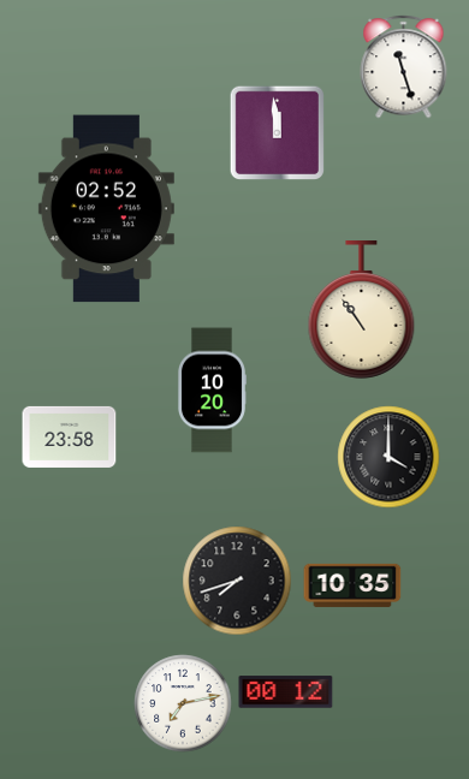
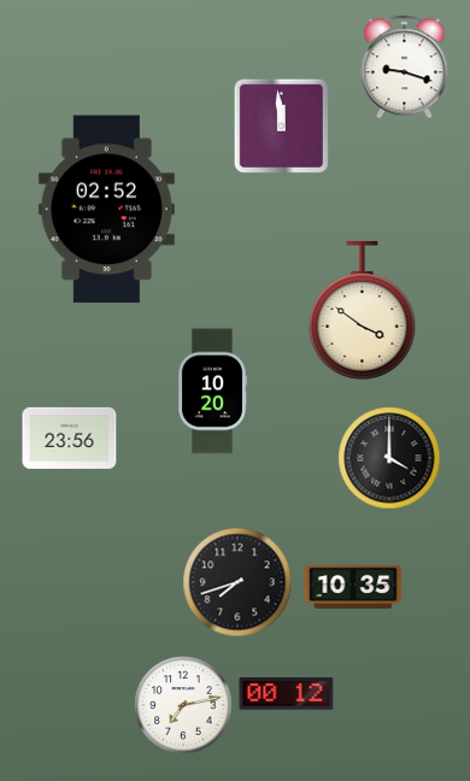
clock at (404, 67): 11:27 -> 9:18
clock at (278, 133) position: (278, 133) -> (282, 127)
clock at (362, 310): 10:54 -> 3:51
clock at (70, 436): 23:58 -> 23:56
